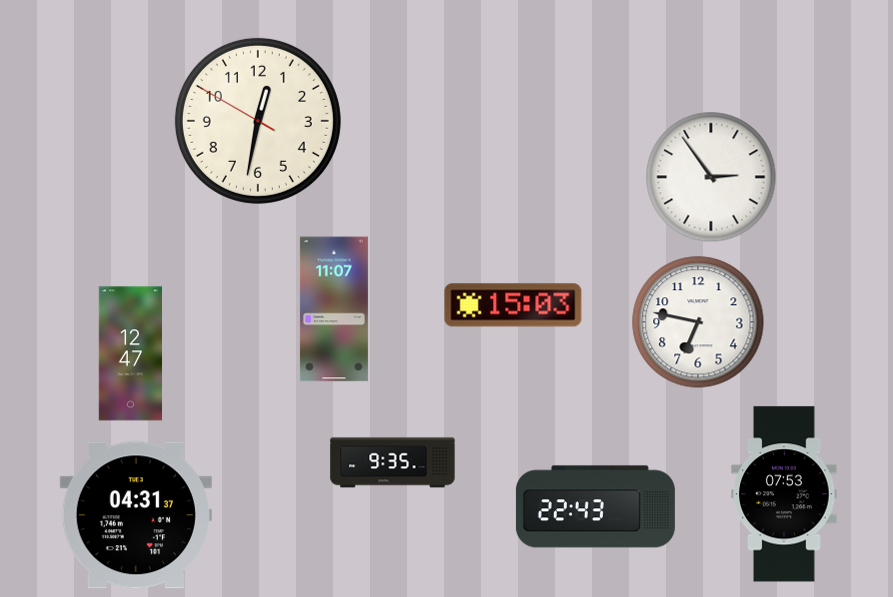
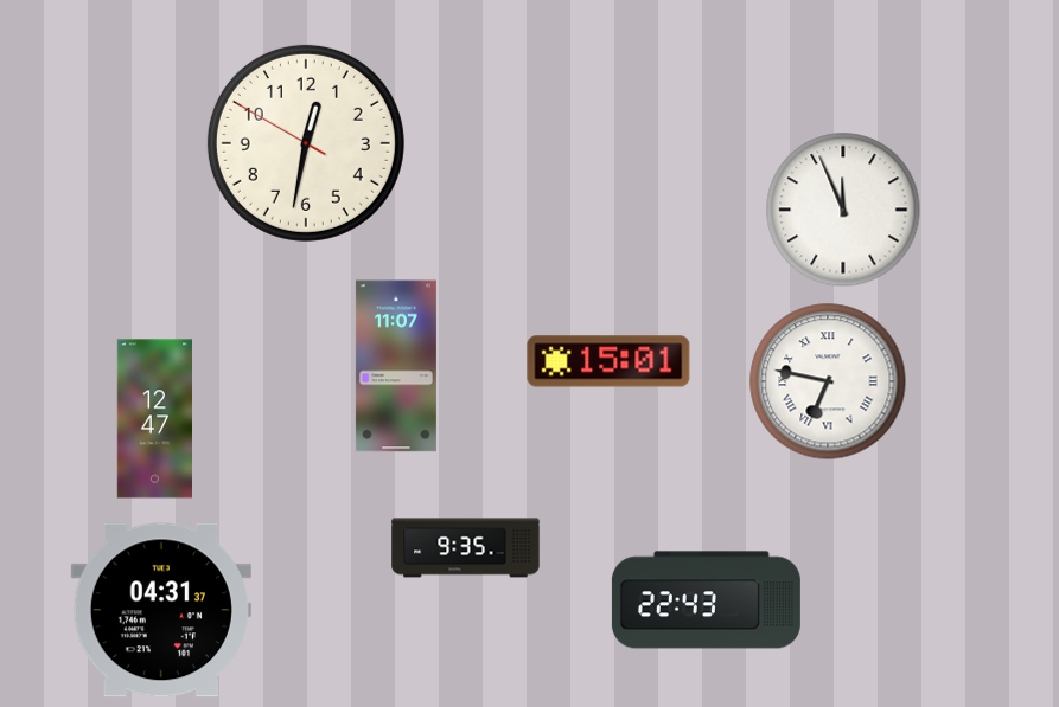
clock at (711, 177): 2:54 -> 11:56
clock at (513, 305): 15:03 -> 15:01
clock at (698, 322) numerals: Arabic -> Roman
clock at (784, 494): 07:53 -> none
